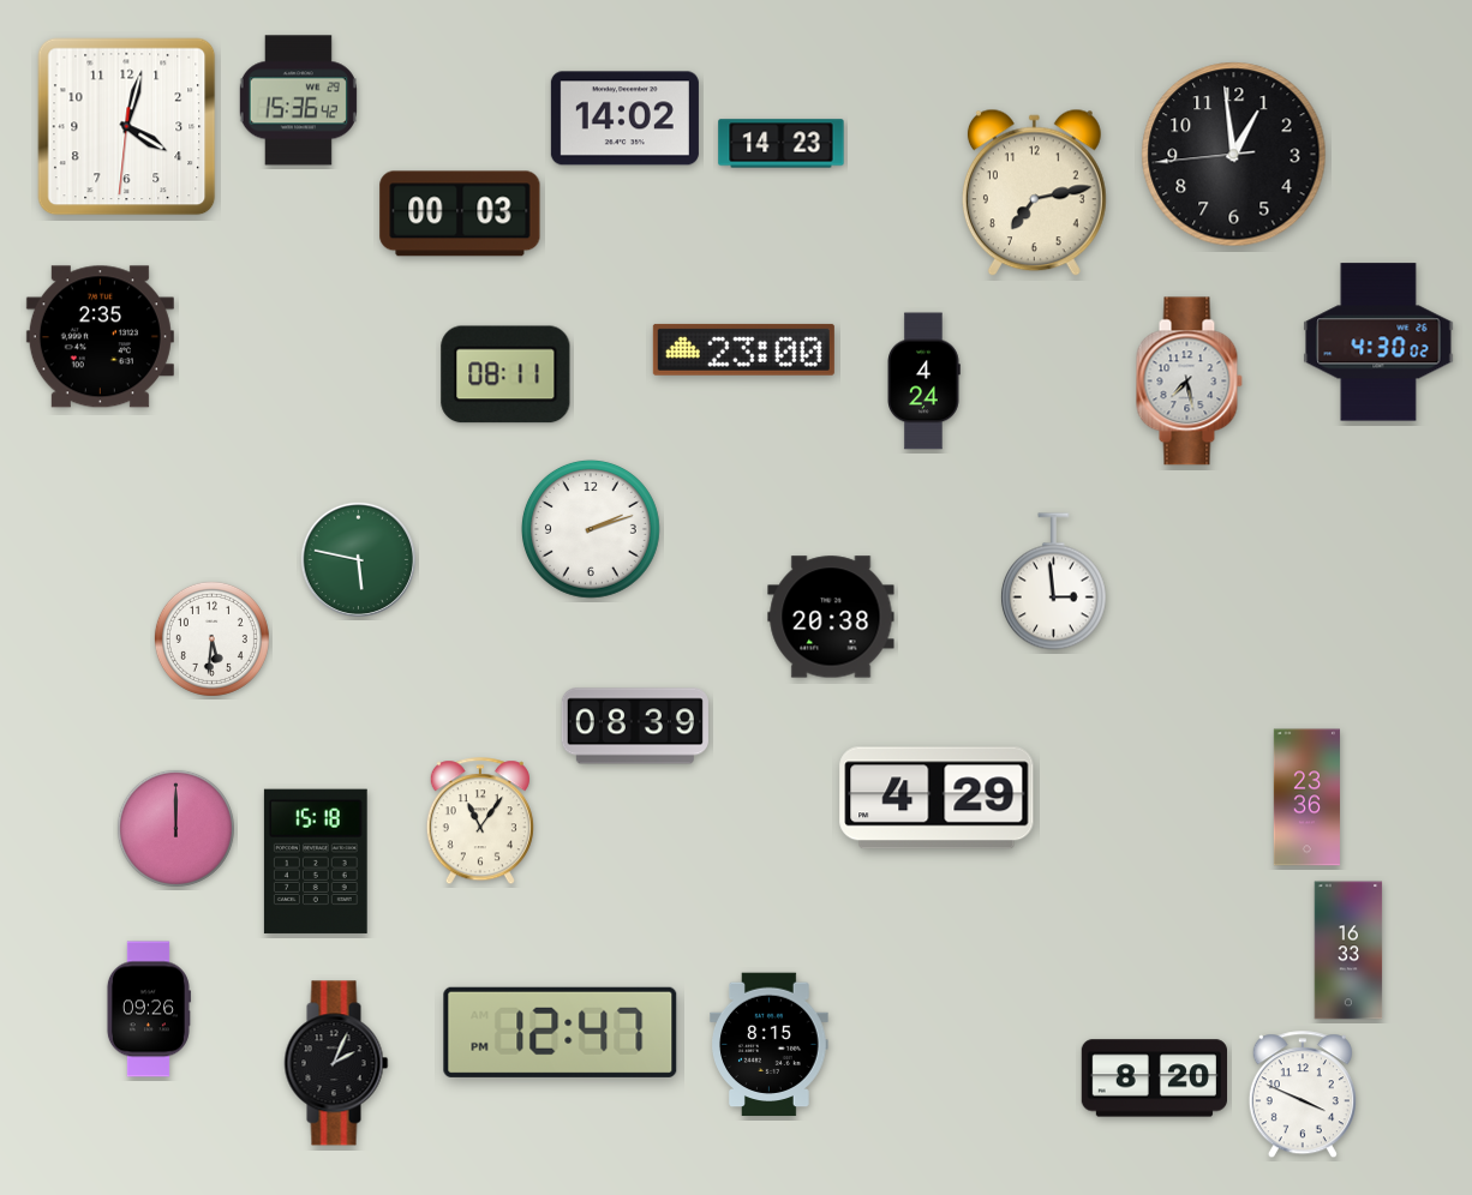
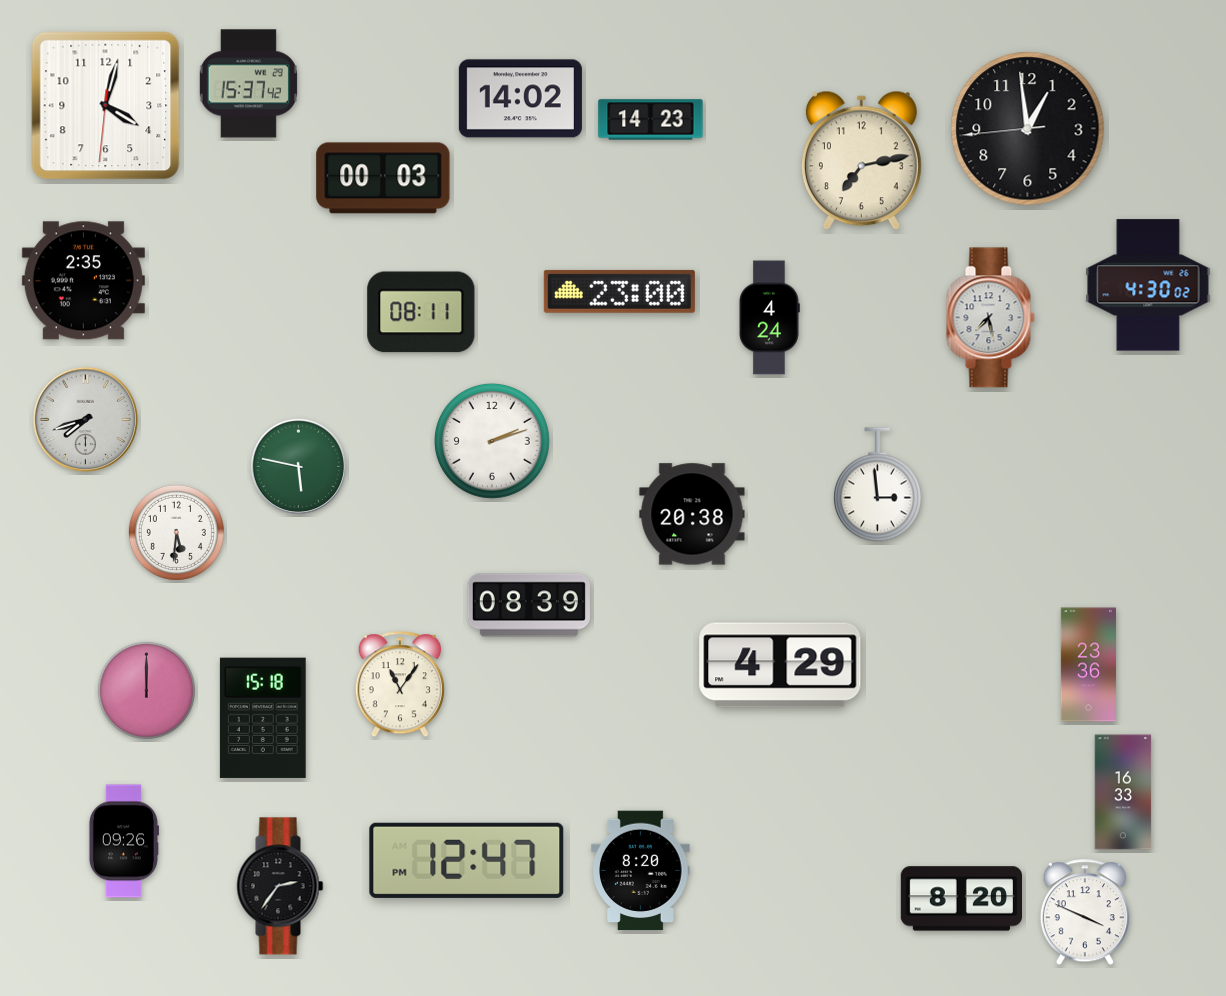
clock at (298, 101): 15:36 -> 15:37
clock at (86, 420): none -> 7:42
clock at (770, 1045): 8:15 -> 8:20
clock at (336, 1063): 2:04 -> 2:36
